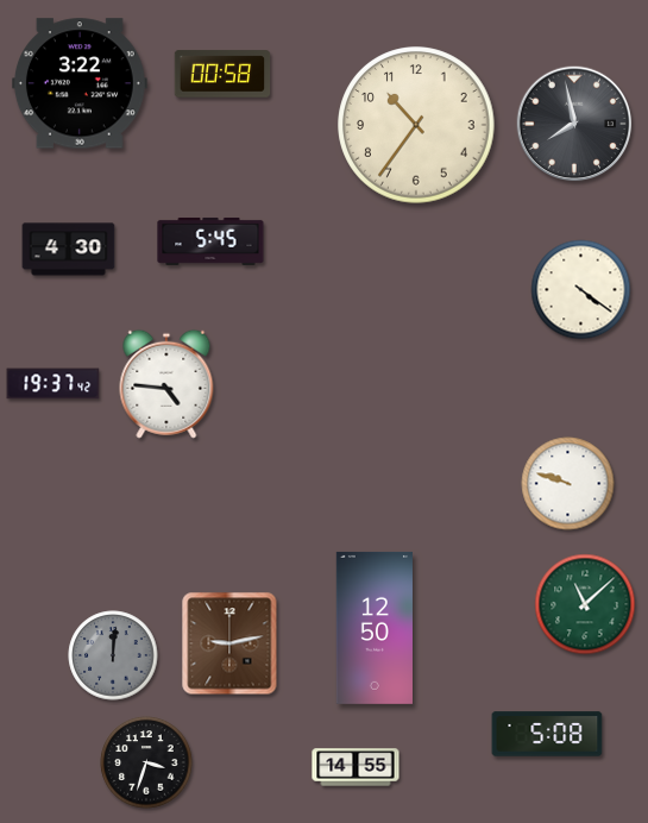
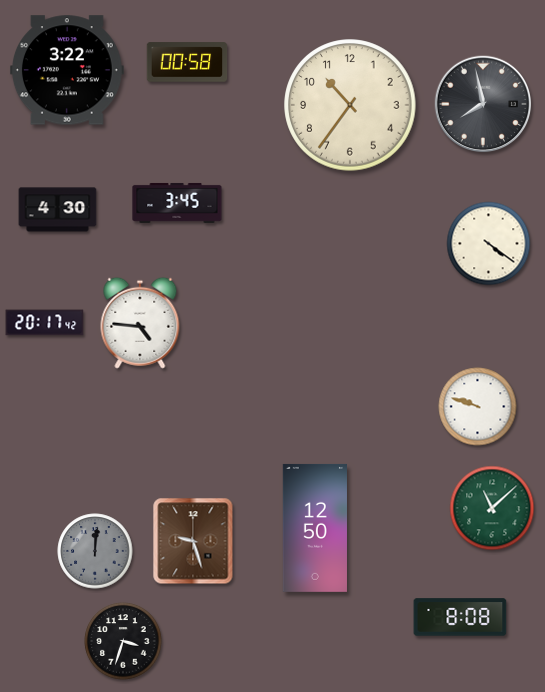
clock at (210, 241): 5:45 -> 3:45
clock at (54, 384): 19:37 -> 20:17
clock at (229, 643): 9:13 -> 9:27
clock at (547, 734): 5:08 -> 8:08
clock at (356, 767): 14:55 -> none
